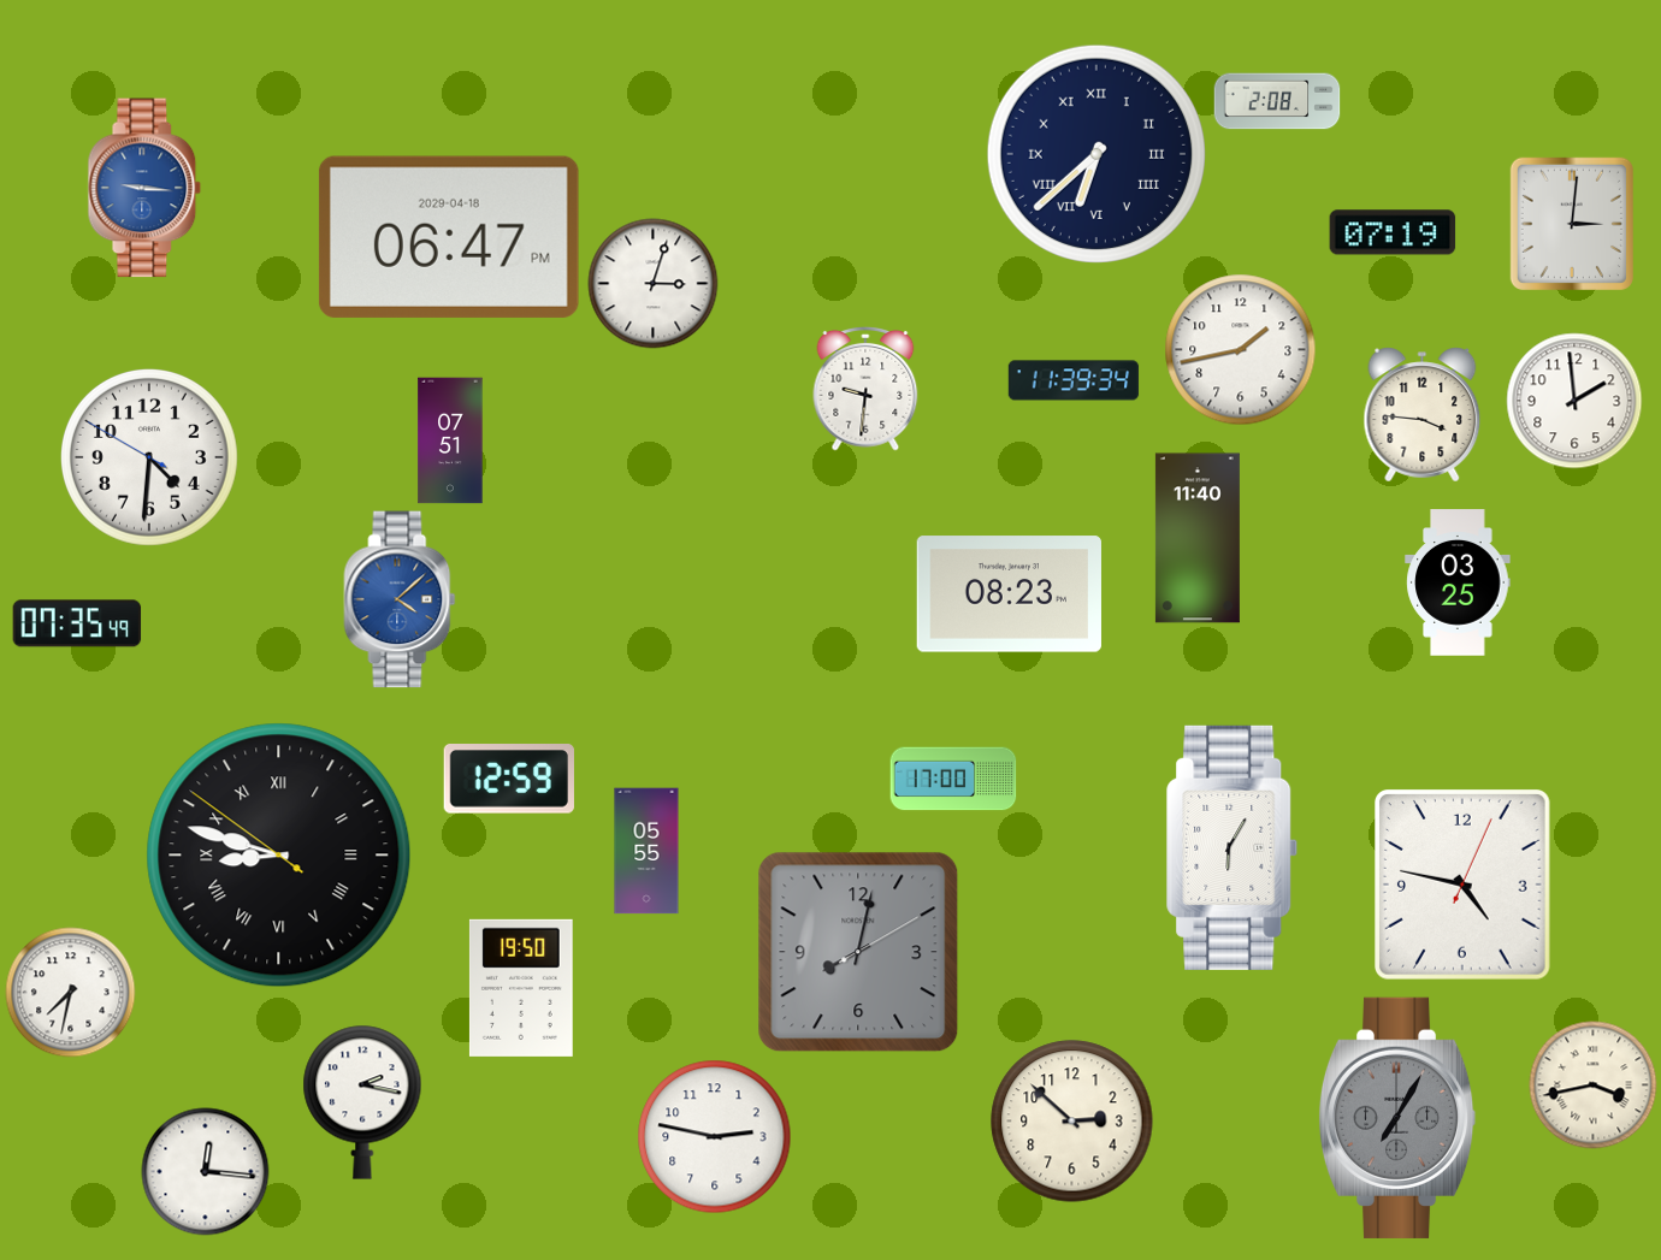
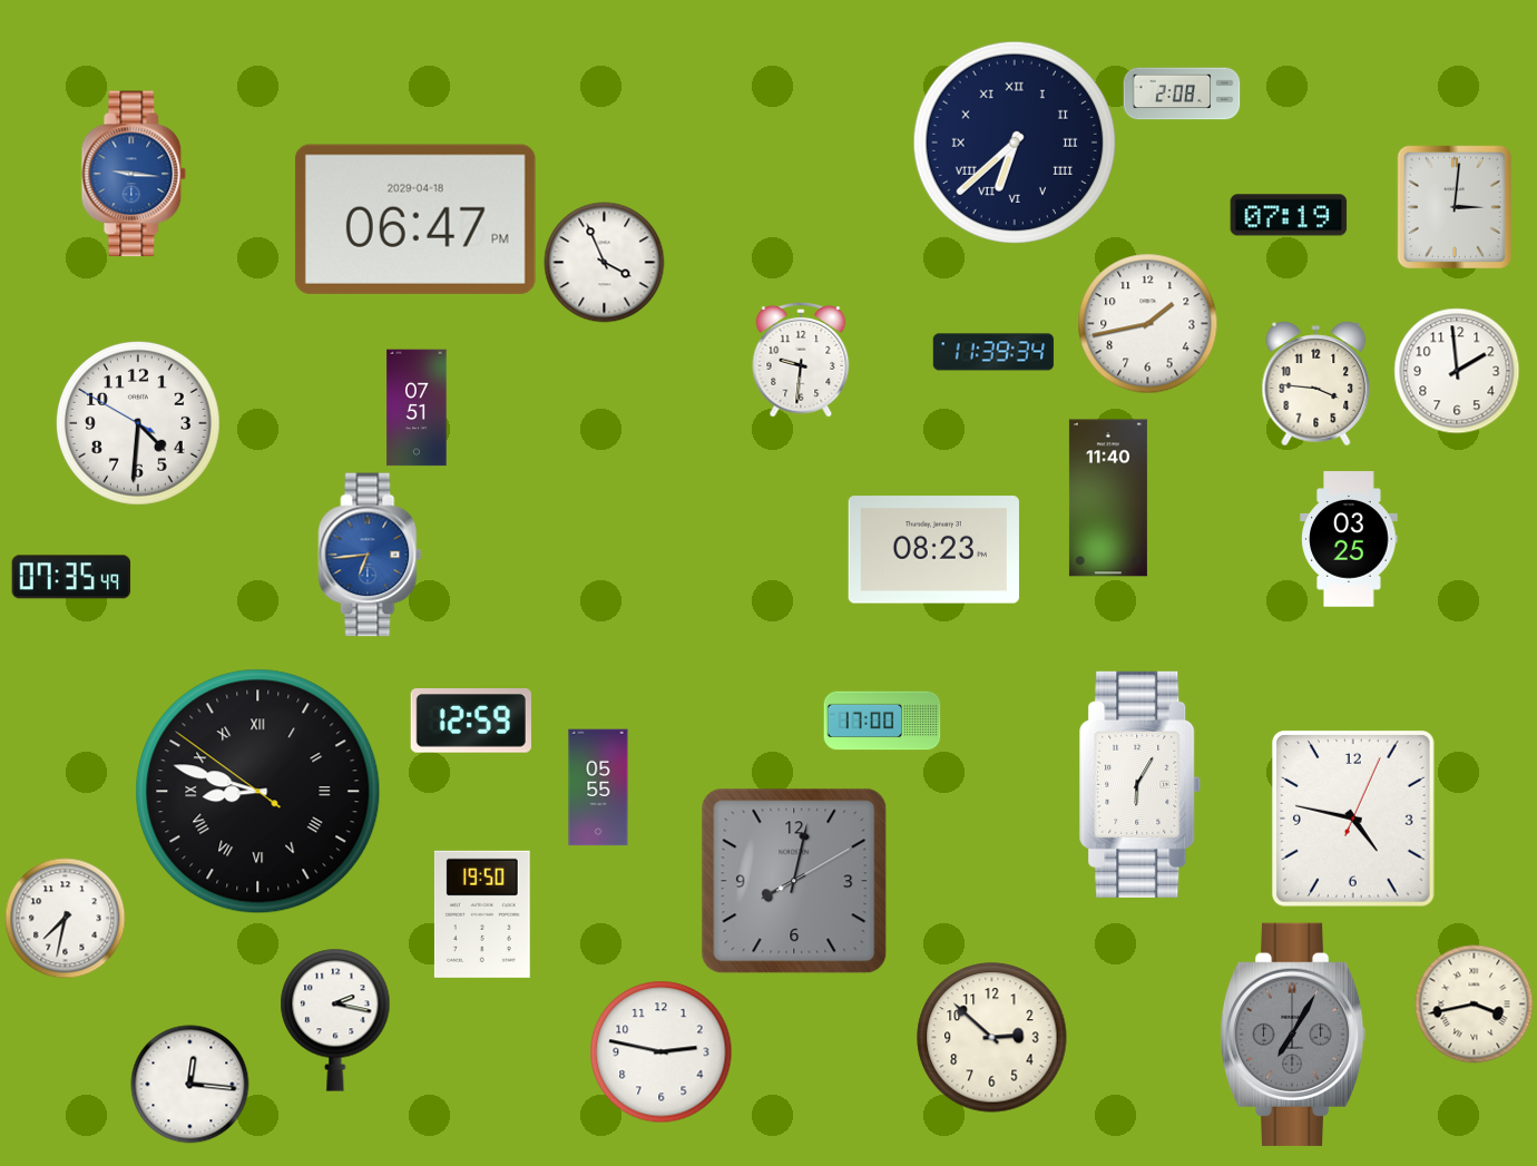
clock at (654, 284): 3:03 -> 3:56
clock at (400, 599): 4:08 -> 6:44
